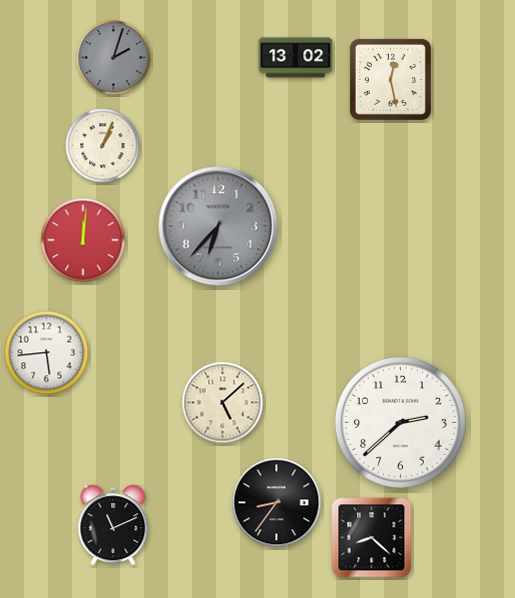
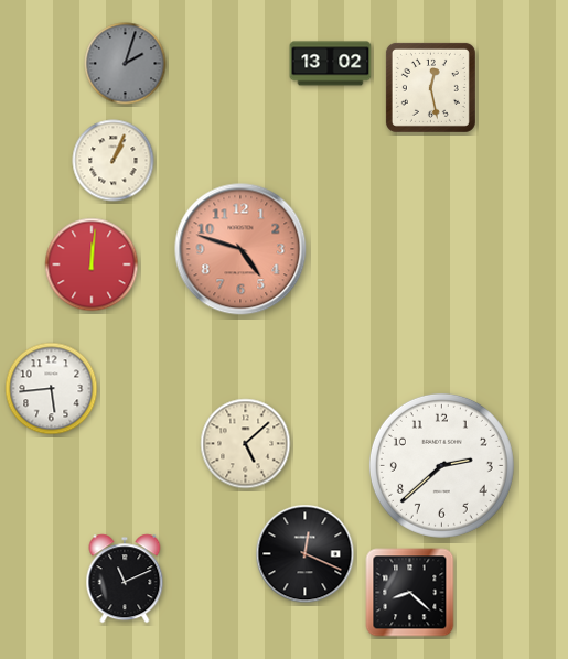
clock at (296, 58) position: (296, 58) -> (331, 64)
clock at (218, 226): 6:37 -> 4:48
clock at (218, 226) dial: grey -> salmon
clock at (277, 503): 8:36 -> 12:19
